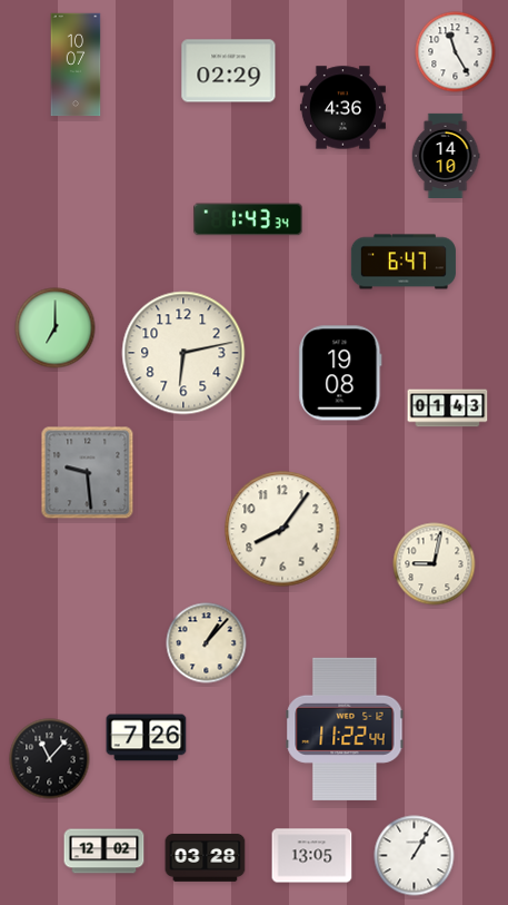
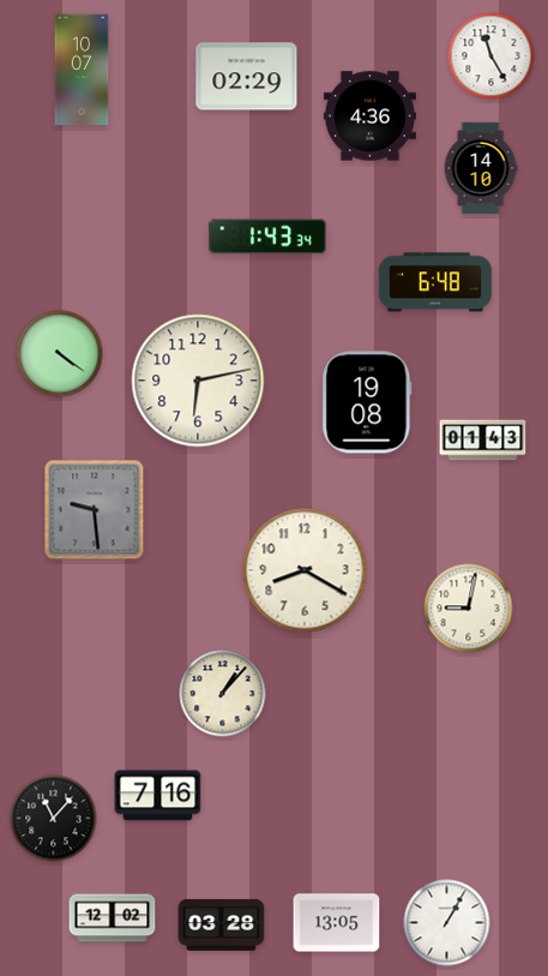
clock at (404, 262): 6:47 -> 6:48
clock at (56, 328): 7:00 -> 4:21
clock at (282, 529): 8:06 -> 8:20
clock at (345, 729): 11:22 -> none
clock at (147, 738): 7:26 -> 7:16
